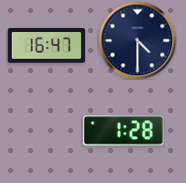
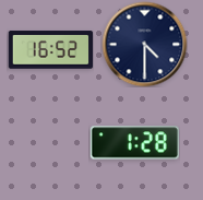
clock at (137, 40) position: (137, 40) -> (144, 44)
clock at (46, 46): 16:47 -> 16:52
